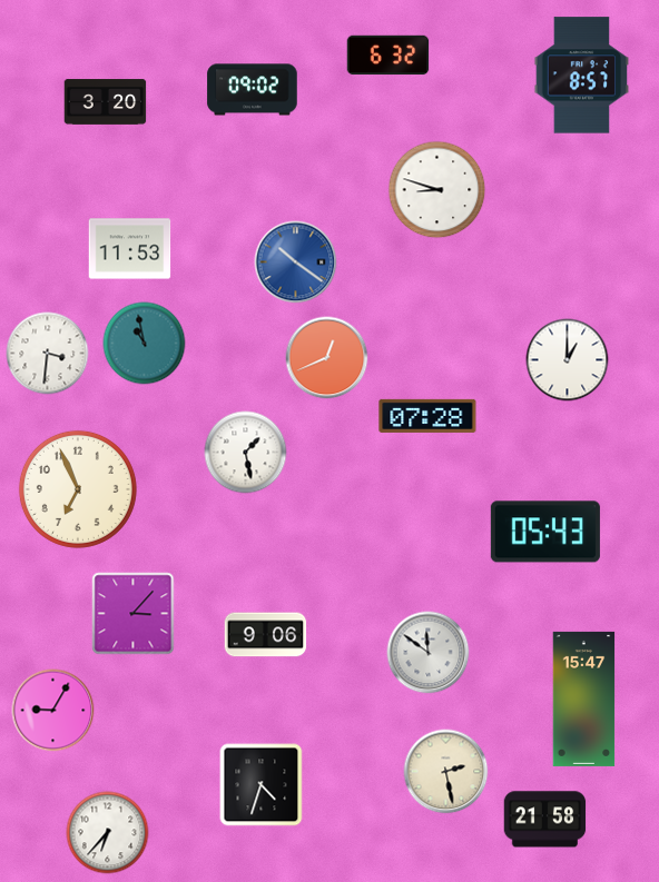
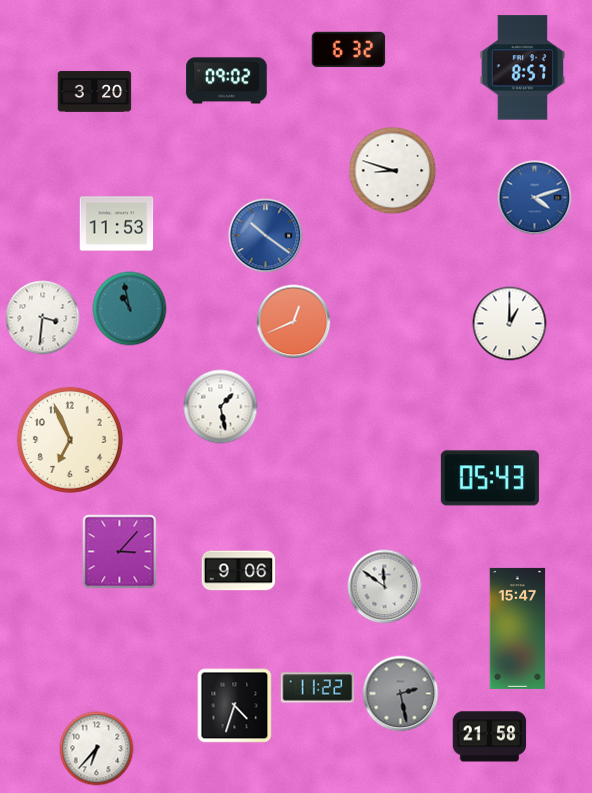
clock at (535, 198): none -> 4:12
clock at (427, 416): 07:28 -> none
clock at (584, 698) position: (584, 698) -> (518, 628)
clock at (53, 711): 9:05 -> none
clock at (318, 688): none -> 11:22
clock at (446, 772) dial: cream -> grey
